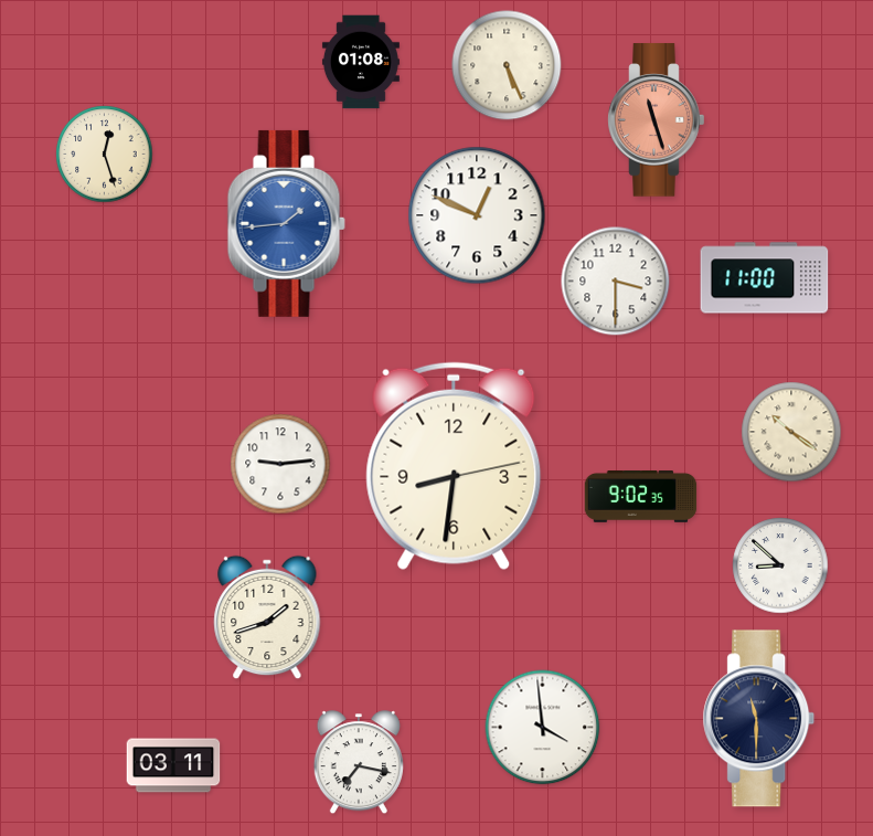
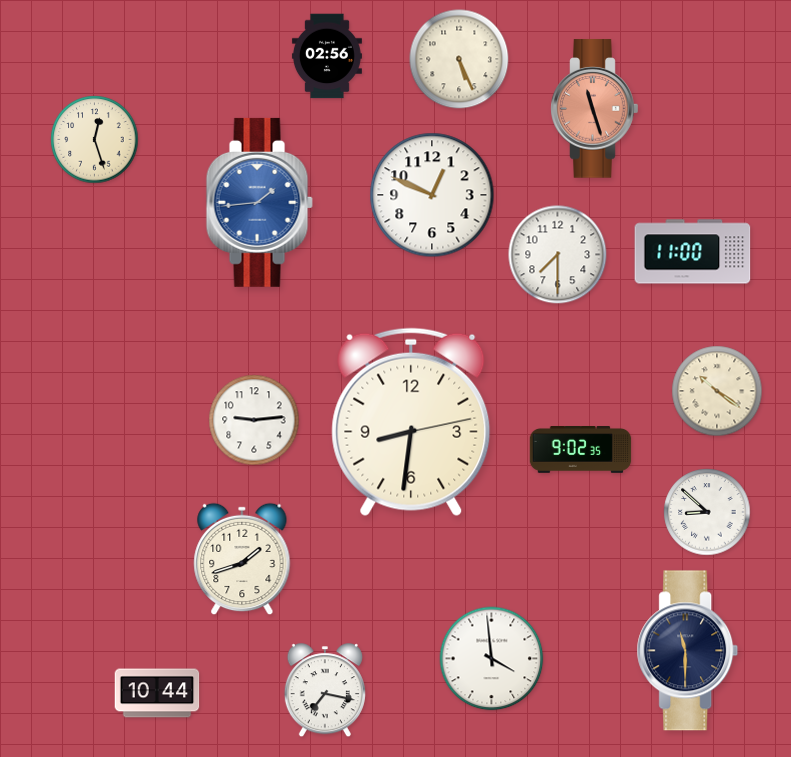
clock at (361, 62): 01:08 -> 02:56
clock at (616, 282): 3:30 -> 7:30
clock at (173, 765): 03:11 -> 10:44
